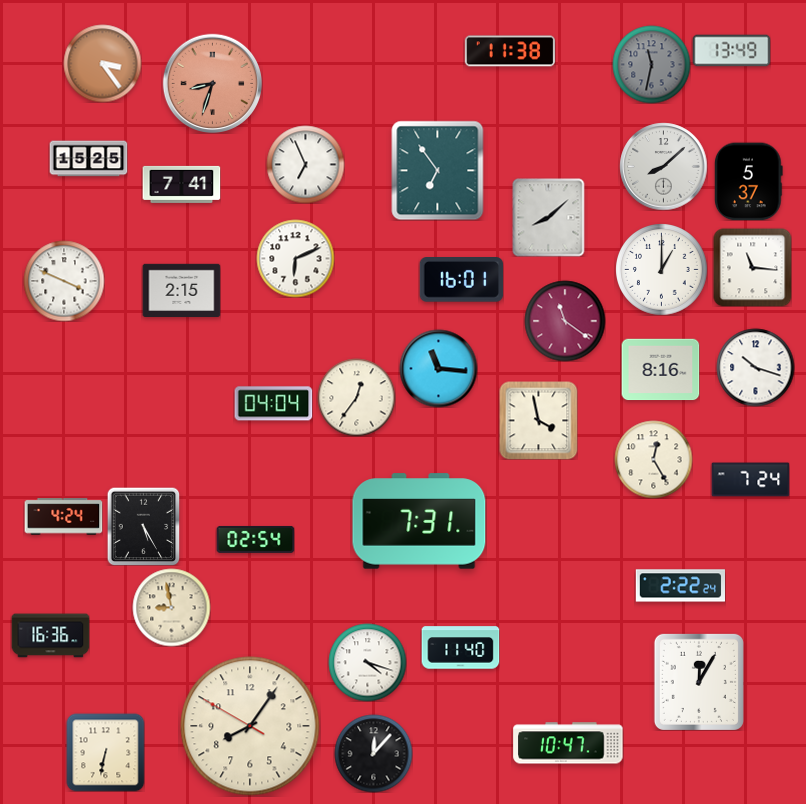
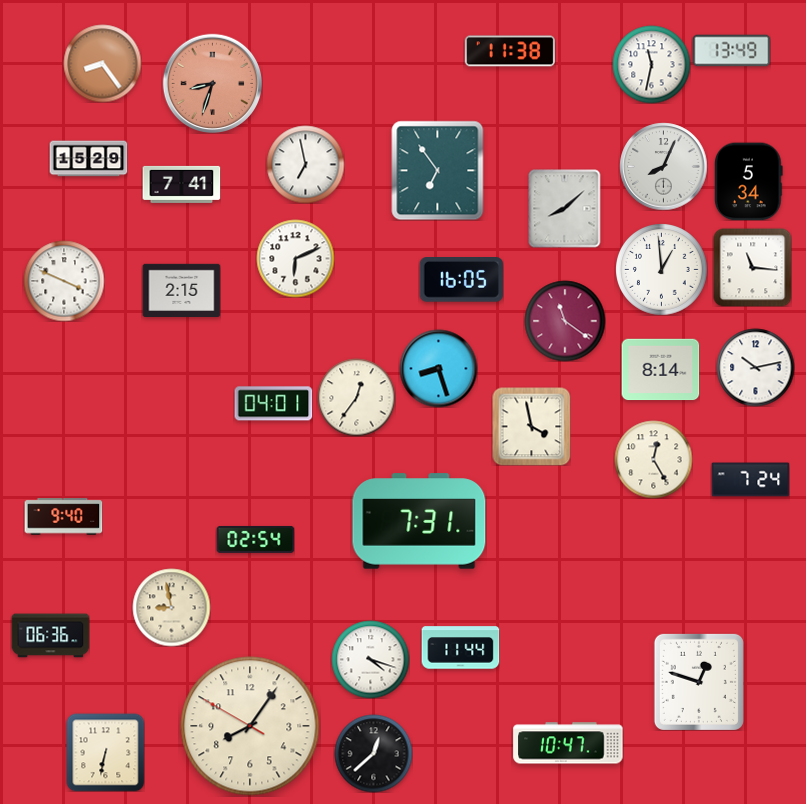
clock at (102, 63): 3:24 -> 8:24
clock at (651, 64) dial: grey -> white
clock at (88, 159): 15:25 -> 15:29
clock at (305, 164): 6:56 -> 6:58
clock at (663, 166): 8:08 -> 8:04
clock at (749, 181): 5:37 -> 5:34
clock at (549, 217) position: (549, 217) -> (565, 208)
clock at (662, 270): 1:00 -> 12:59
clock at (461, 280): 16:01 -> 16:05
clock at (755, 367): 10:18 -> 10:13
clock at (438, 368): 11:16 -> 8:27
clock at (660, 370): 8:16 -> 8:14
clock at (273, 404): 04:04 -> 04:01
clock at (538, 420) position: (538, 420) -> (531, 426)
clock at (63, 517): 4:24 -> 9:40
clock at (144, 526): 5:25 -> none
clock at (680, 586): 2:22 -> none
clock at (50, 636): 16:36 -> 06:36
clock at (460, 648): 11:40 -> 11:44
clock at (367, 662) position: (367, 662) -> (370, 659)
clock at (699, 682): 12:05 -> 12:48
clock at (373, 753): 12:07 -> 12:38
